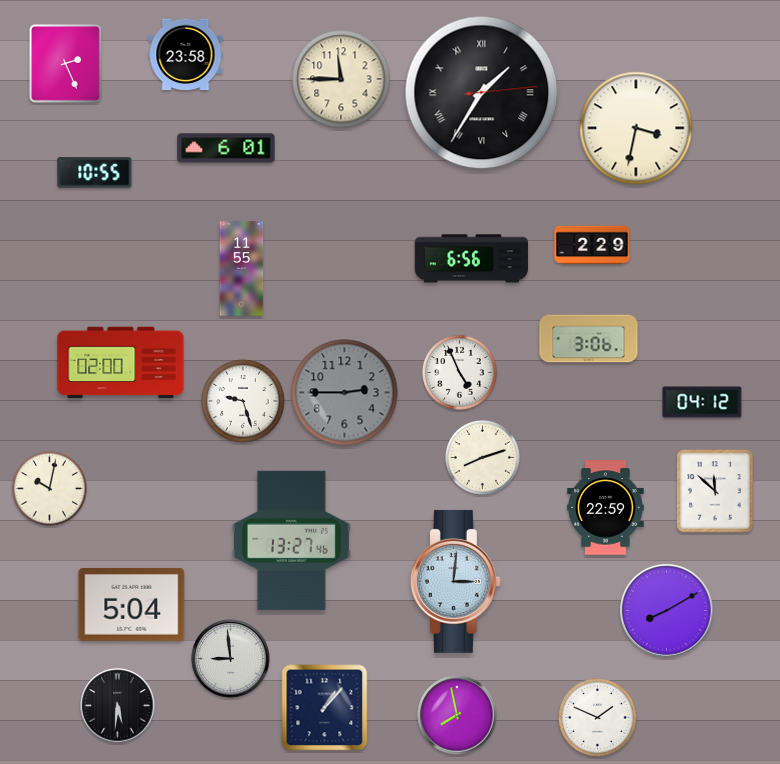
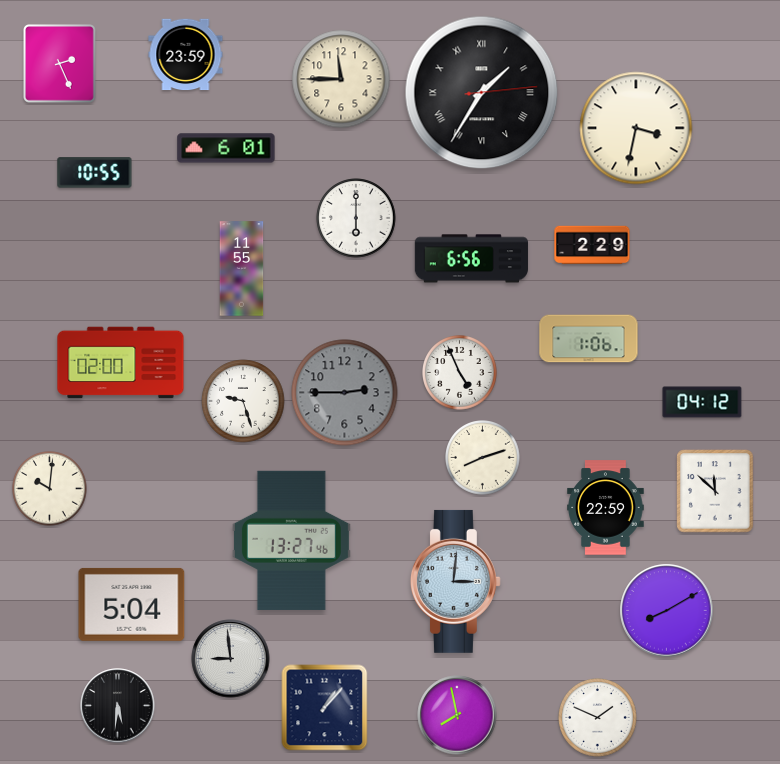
clock at (186, 55): 23:58 -> 23:59
clock at (66, 64) position: (66, 64) -> (60, 64)
clock at (356, 218): none -> 6:00
clock at (589, 339): 3:06 -> 1:06
clock at (50, 489): 10:02 -> 10:01
